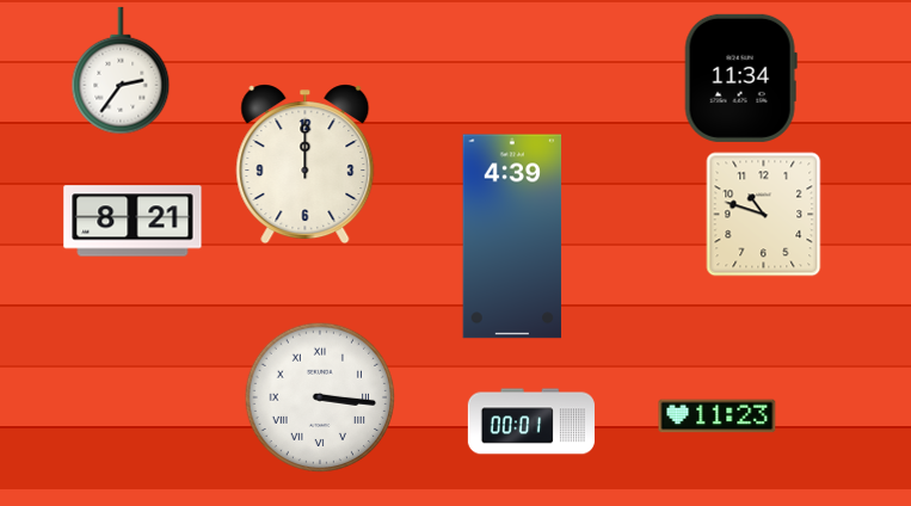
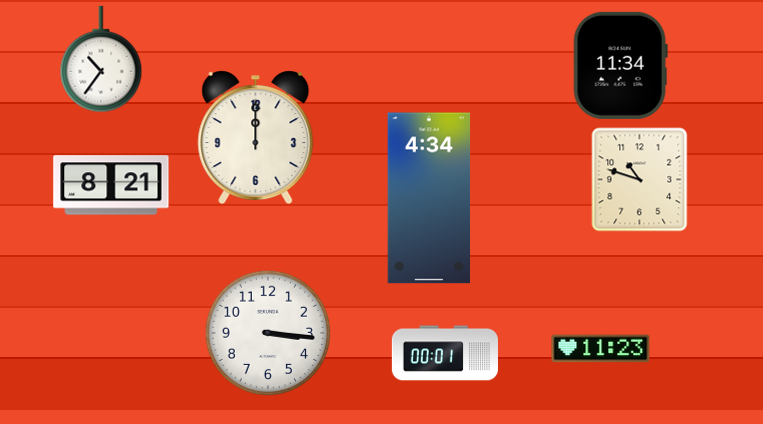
clock at (121, 70): 2:36 -> 10:36
clock at (512, 236): 4:39 -> 4:34
clock at (320, 397) numerals: Roman -> Arabic
